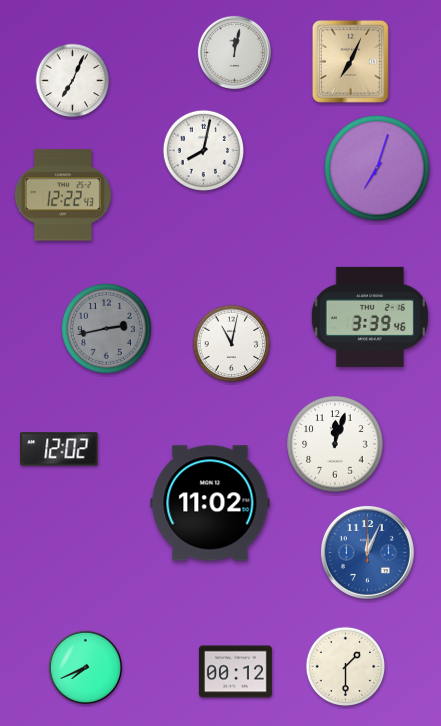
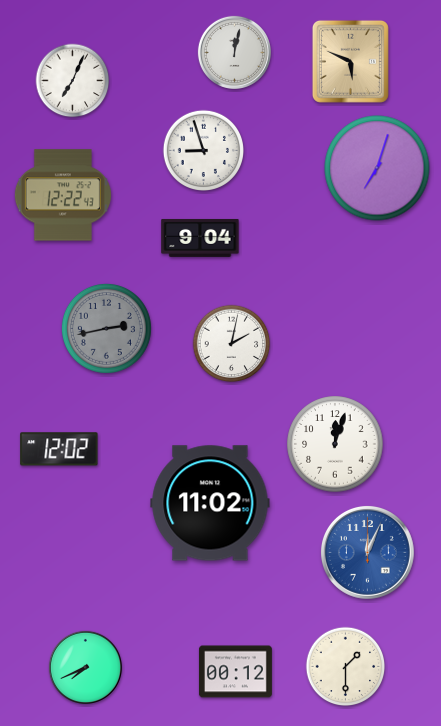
clock at (350, 61): 7:04 -> 5:49
clock at (203, 150): 8:02 -> 8:57
clock at (200, 238): none -> 9:04
clock at (370, 317): 3:39 -> none
clock at (232, 344): 11:02 -> 2:02
